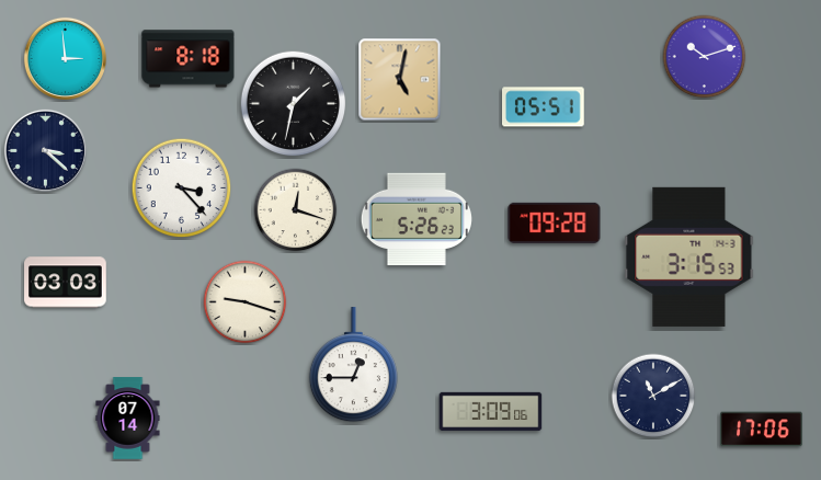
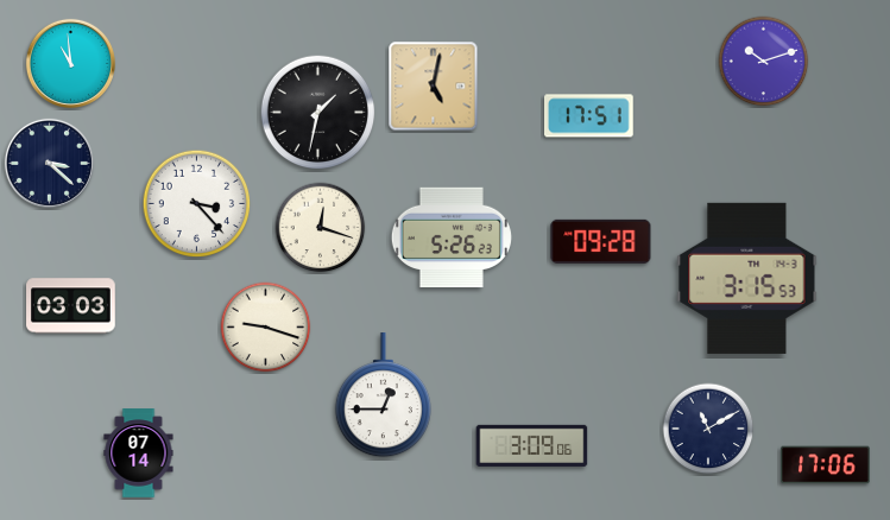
clock at (65, 58): 2:59 -> 10:59
clock at (189, 59): 8:18 -> none
clock at (544, 107): 05:51 -> 17:51
